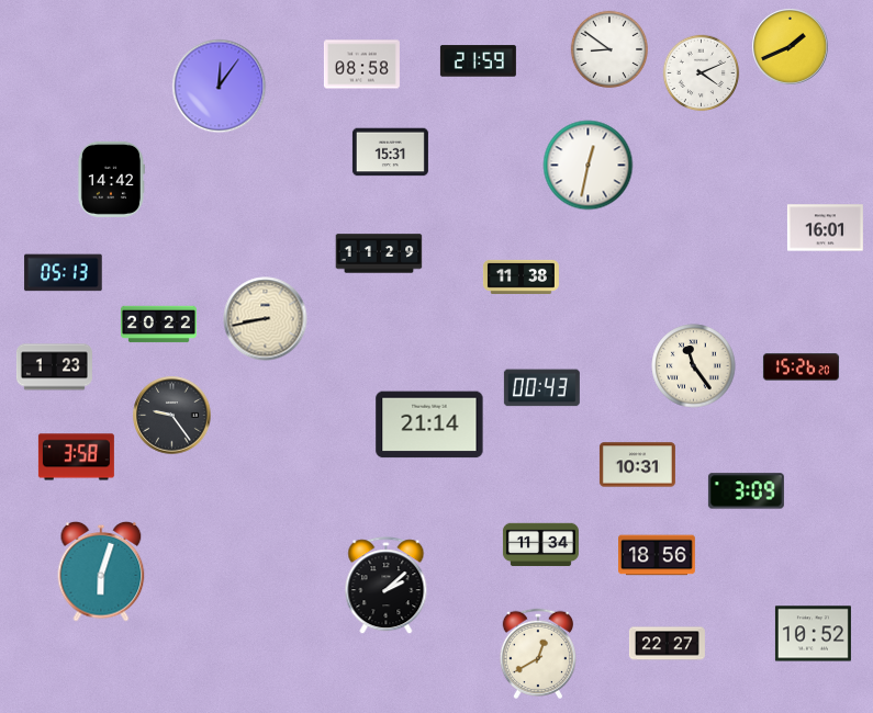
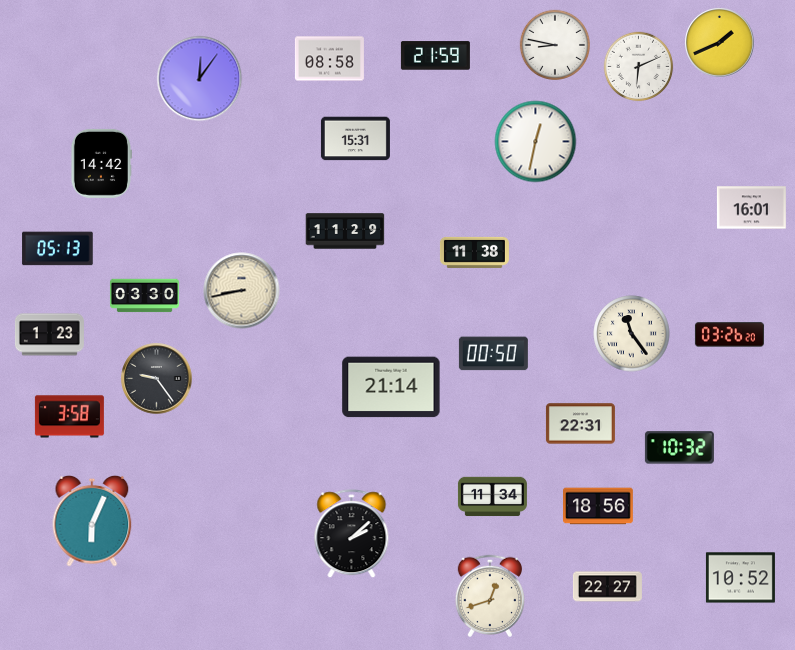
clock at (608, 48): 8:51 -> 8:47
clock at (702, 73): 4:11 -> 6:11
clock at (589, 166) position: (589, 166) -> (536, 142)
clock at (158, 325): 20:22 -> 03:30
clock at (801, 367): 15:26 -> 03:26
clock at (541, 388): 00:43 -> 00:50
clock at (637, 465): 10:31 -> 22:31
clock at (746, 491): 3:09 -> 10:32
clock at (101, 571): 6:03 -> 6:04
clock at (537, 653): 12:40 -> 12:42
